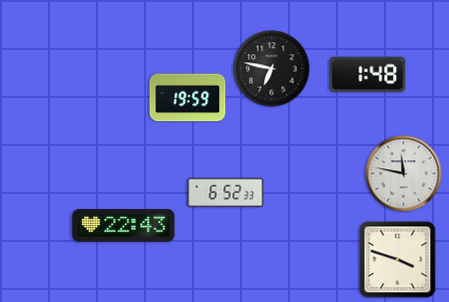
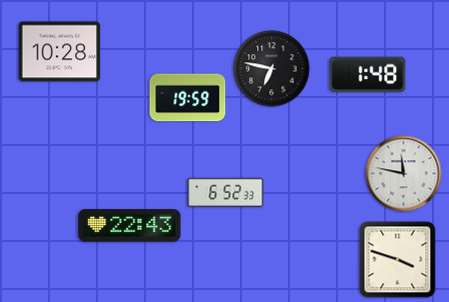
clock at (60, 52): none -> 10:28
clock at (124, 226) position: (124, 226) -> (130, 226)
